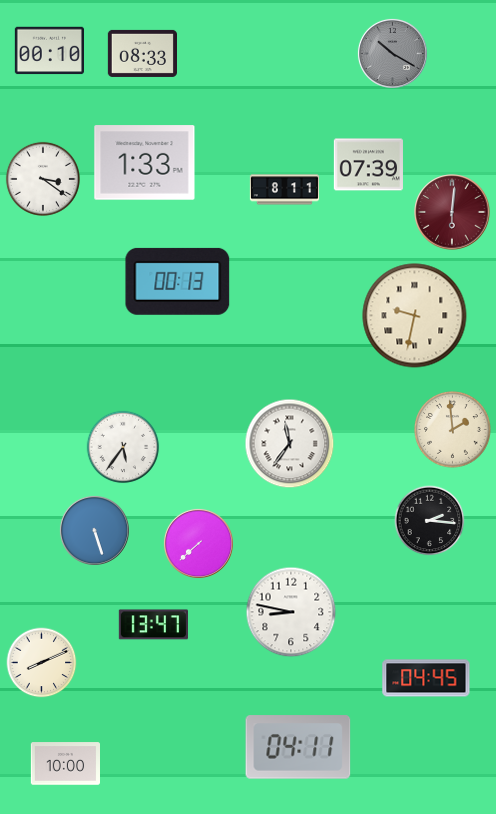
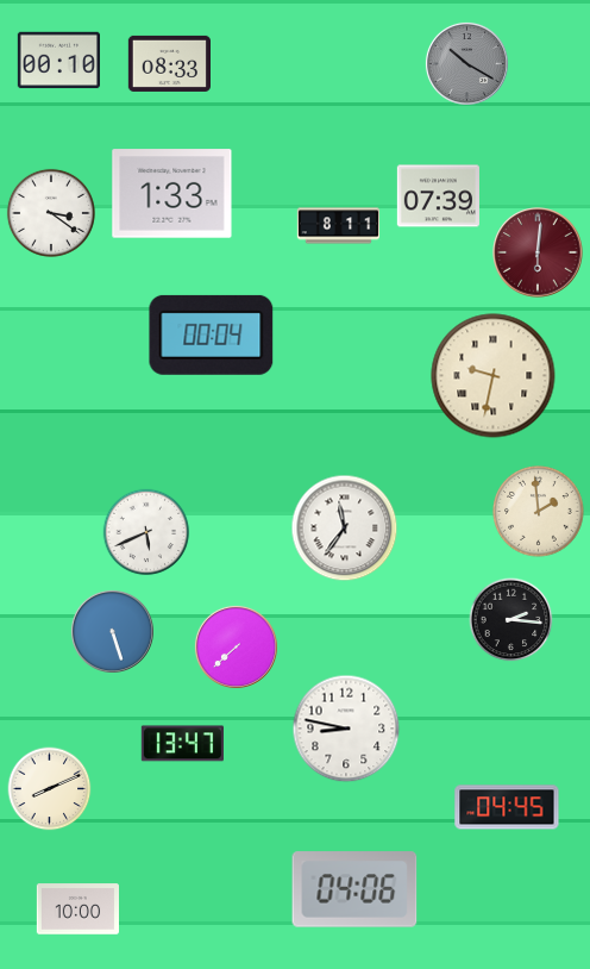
clock at (178, 281): 00:13 -> 00:04
clock at (123, 447): 5:36 -> 5:41
clock at (298, 747): 04:11 -> 04:06
